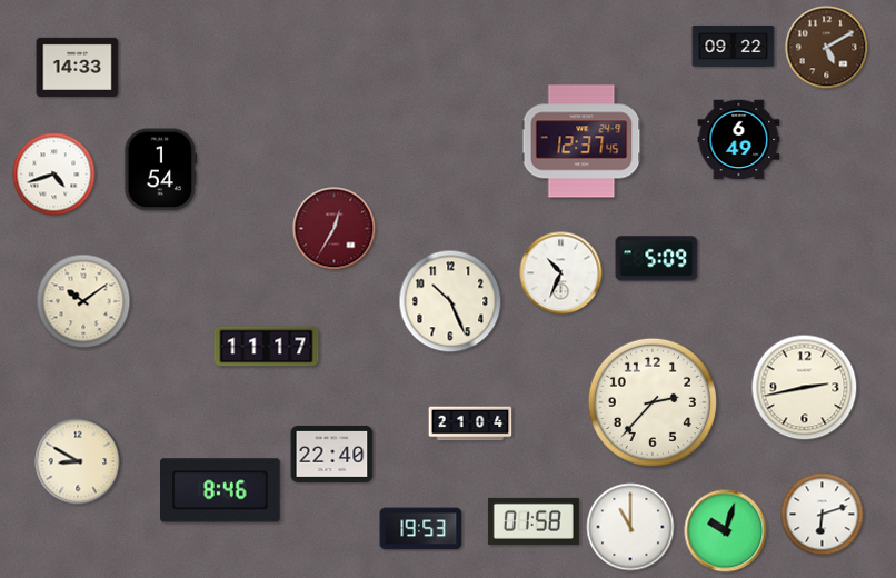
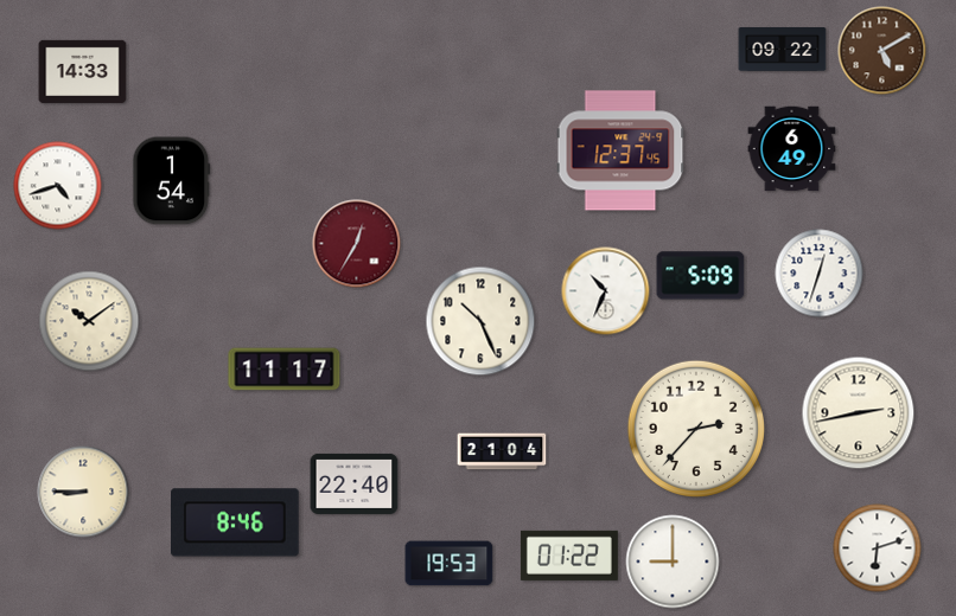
clock at (739, 140) position: (739, 140) -> (792, 149)
clock at (820, 274): none -> 12:33
clock at (561, 273) position: (561, 273) -> (606, 291)
clock at (78, 461): 8:50 -> 8:45
clock at (534, 521): 01:58 -> 01:22
clock at (630, 527): 11:00 -> 9:00
clock at (726, 531): 10:03 -> none
